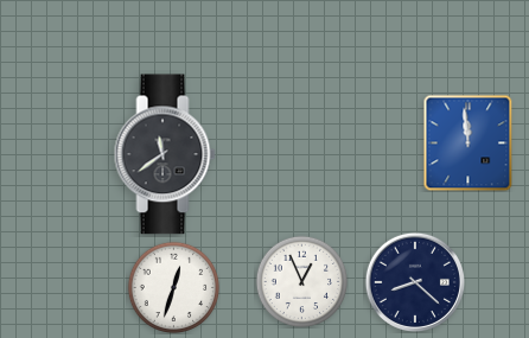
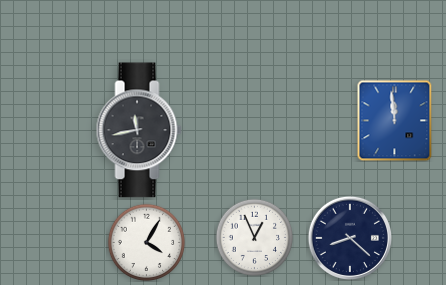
clock at (165, 154): 11:39 -> 11:43
clock at (173, 287): 12:33 -> 4:05
